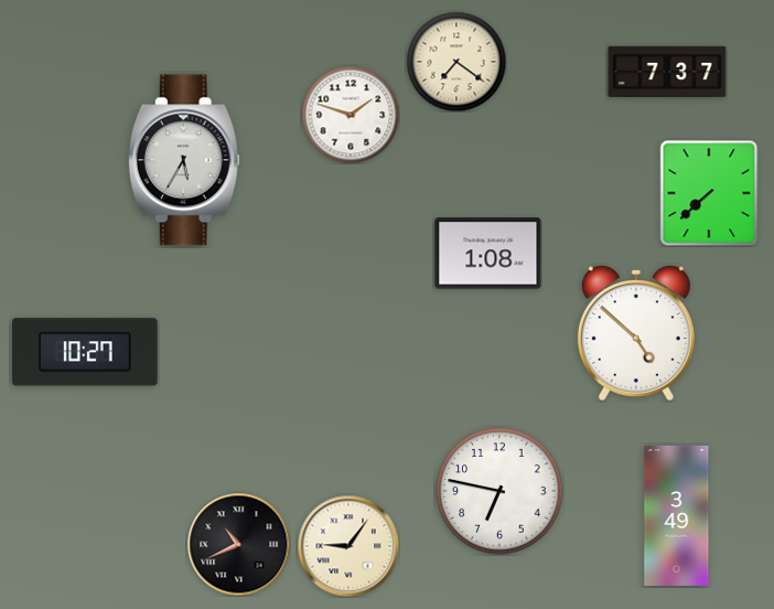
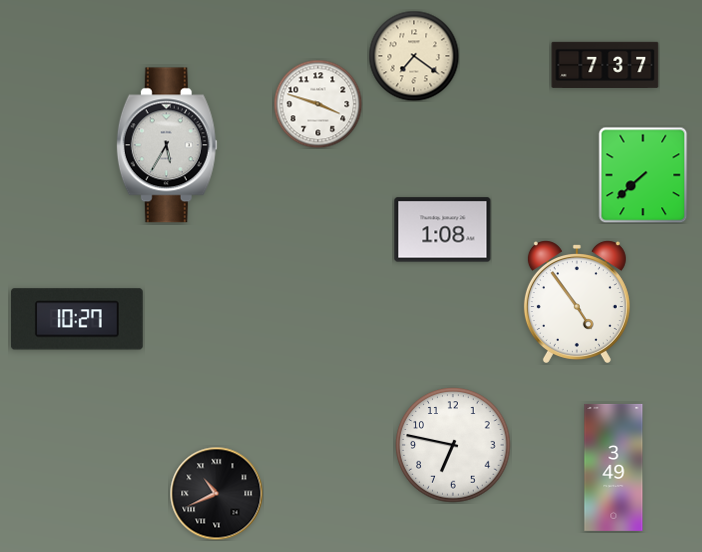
clock at (351, 115): 1:48 -> 3:48
clock at (636, 333): 4:52 -> 4:54
clock at (348, 546): 9:06 -> none
